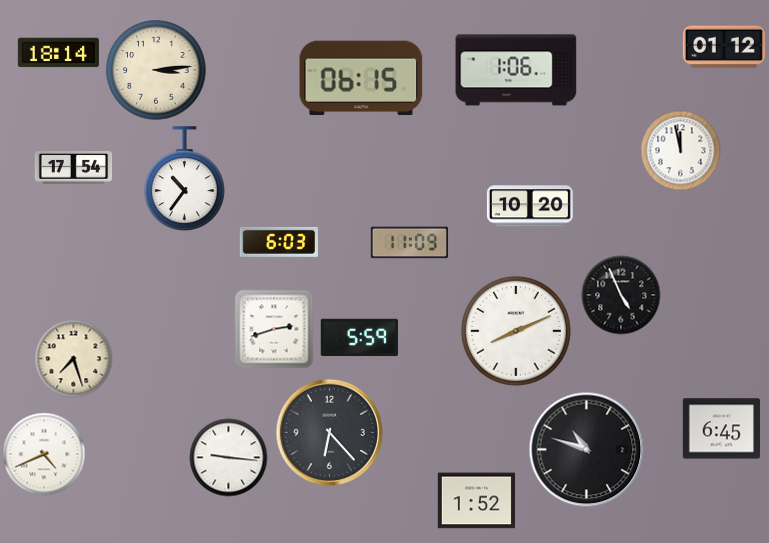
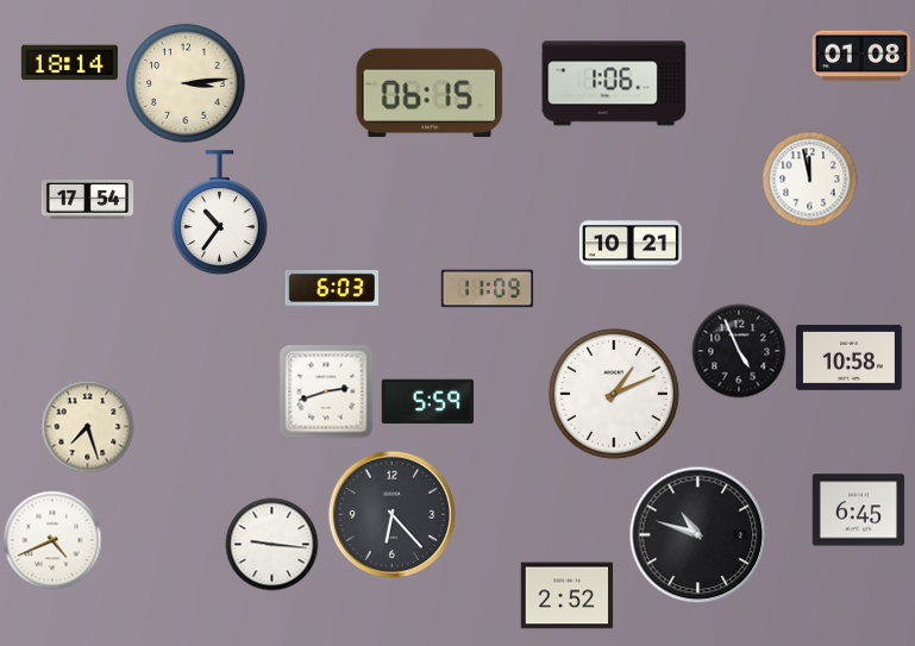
clock at (724, 47): 01:12 -> 01:08
clock at (530, 206): 10:20 -> 10:21
clock at (850, 358): none -> 10:58
clock at (516, 331): 8:11 -> 1:11
clock at (476, 501): 1:52 -> 2:52
